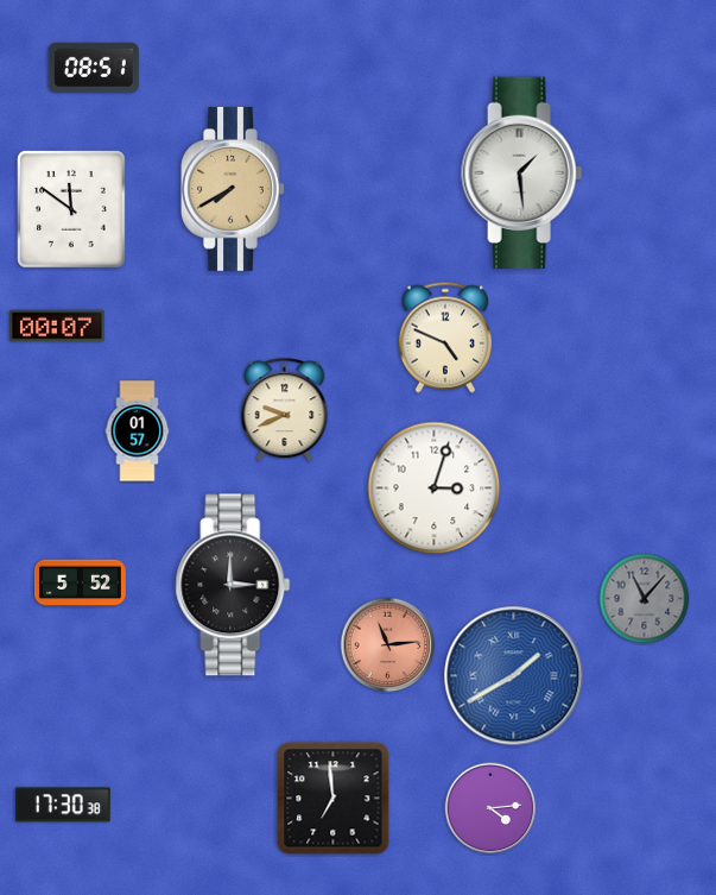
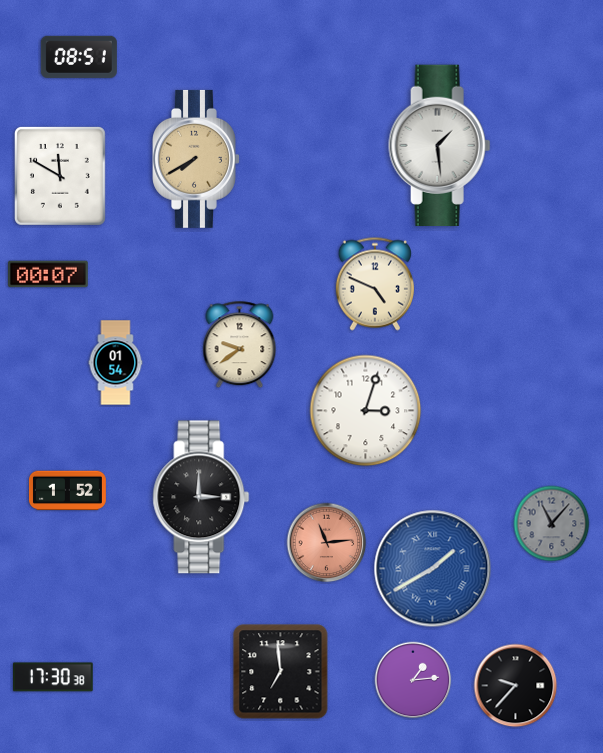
clock at (71, 209): 11:51 -> 11:50
clock at (285, 410): 9:41 -> 9:39
clock at (138, 431): 01:57 -> 01:54
clock at (80, 584): 5:52 -> 1:52
clock at (233, 585) position: (233, 585) -> (201, 497)
clock at (645, 599) position: (645, 599) -> (552, 524)
clock at (490, 808): 4:14 -> 1:14
clock at (516, 686): none -> 9:37
